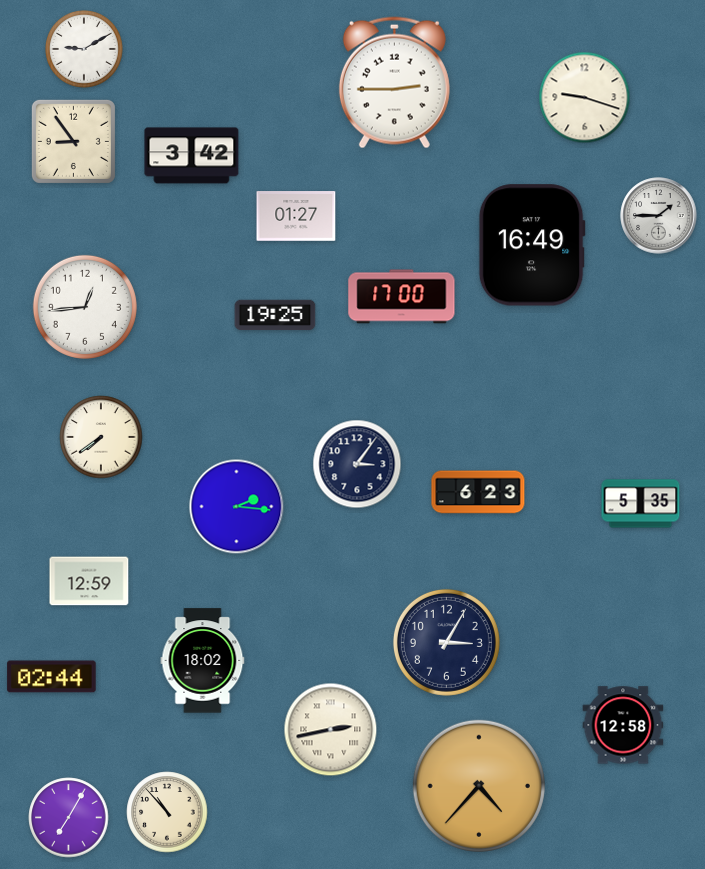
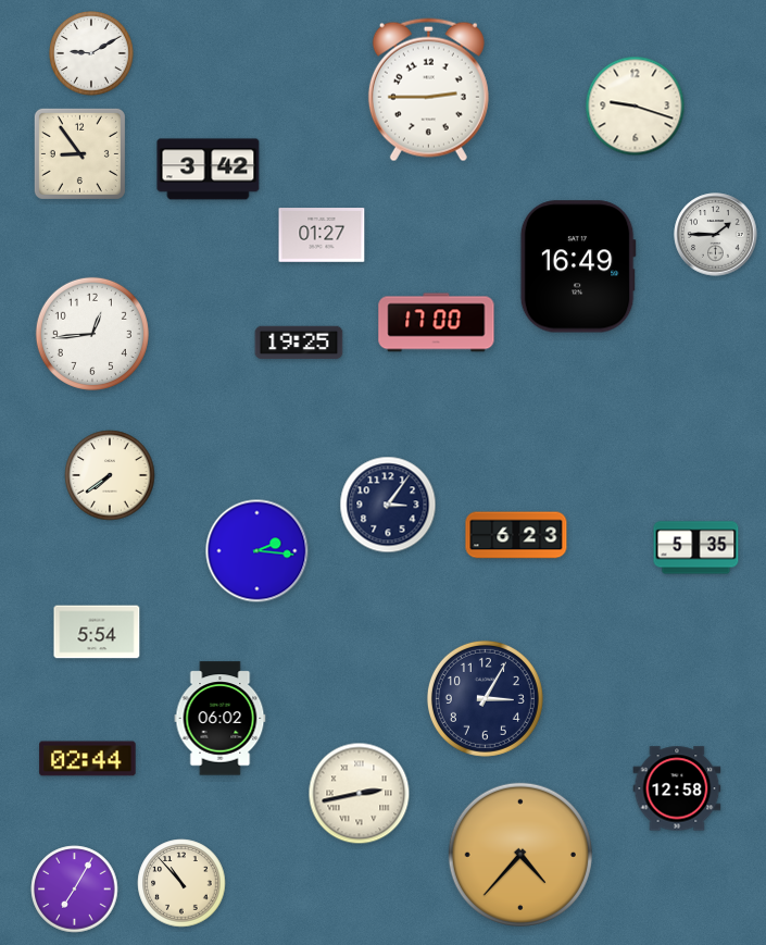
clock at (478, 492) position: (478, 492) -> (516, 535)
clock at (89, 581): 12:59 -> 5:54
clock at (203, 661): 18:02 -> 06:02
clock at (52, 677) position: (52, 677) -> (88, 759)
